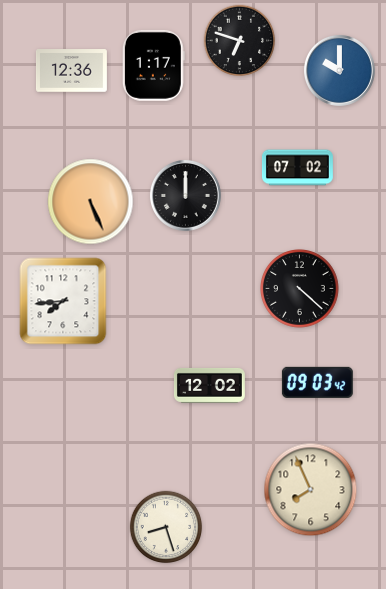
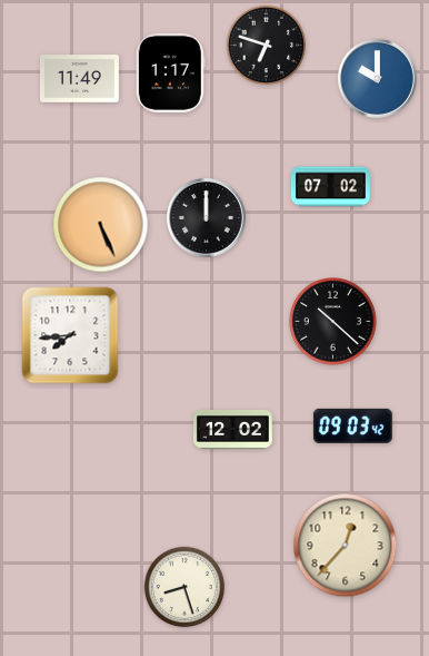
clock at (71, 71): 12:36 -> 11:49
clock at (300, 289): 4:22 -> 10:22
clock at (311, 490): 7:56 -> 12:37
